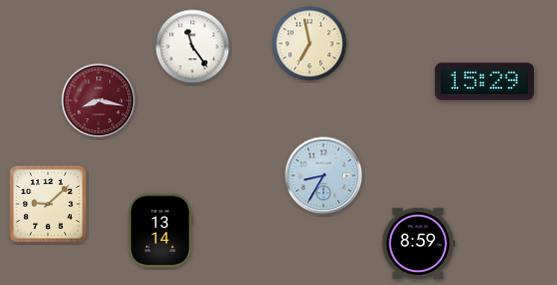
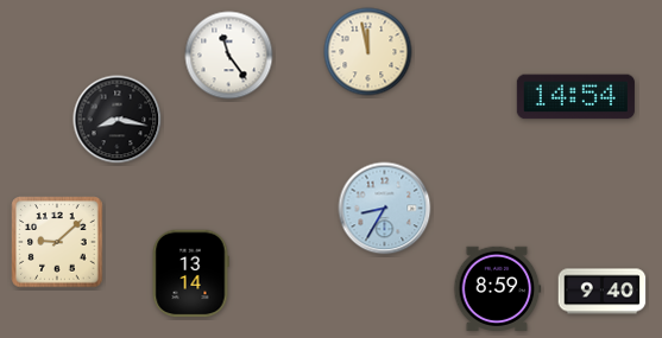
clock at (310, 44): 6:58 -> 11:58
clock at (484, 82): 15:29 -> 14:54
clock at (99, 101) dial: burgundy -> black
clock at (603, 292): none -> 9:40
